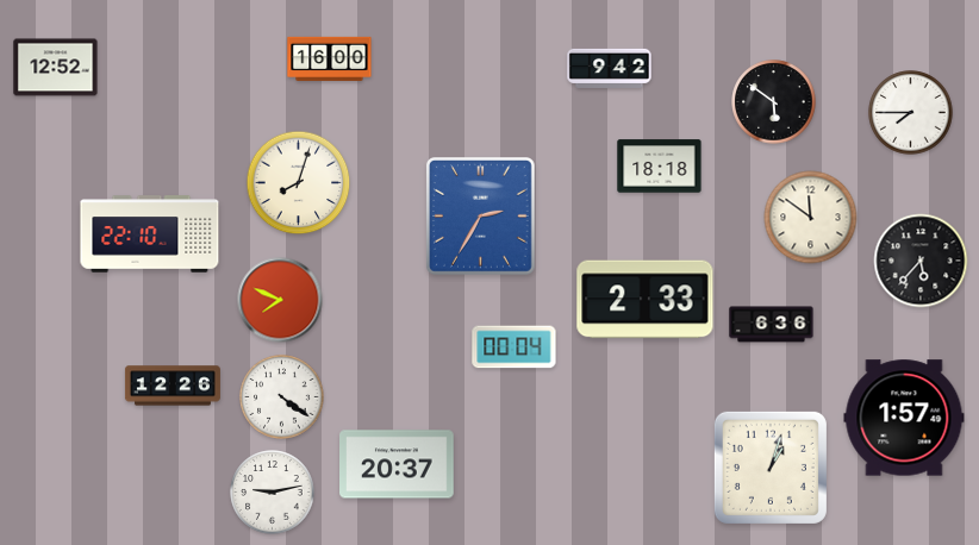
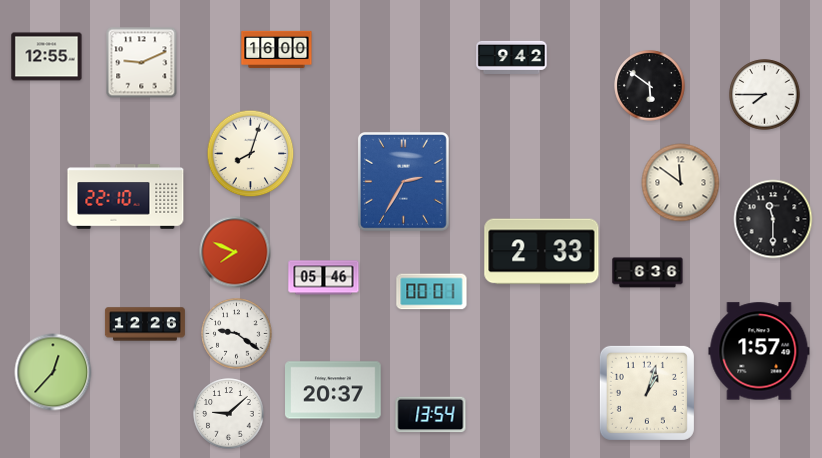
clock at (56, 68): 12:52 -> 12:55
clock at (142, 63): none -> 9:11
clock at (660, 167): 18:18 -> none
clock at (921, 261): 5:37 -> 11:30
clock at (324, 278): none -> 05:46
clock at (515, 347): 00:04 -> 00:01
clock at (282, 397): 4:21 -> 9:21
clock at (53, 372): none -> 12:37
clock at (273, 493): 9:13 -> 9:08
clock at (431, 415): none -> 13:54
